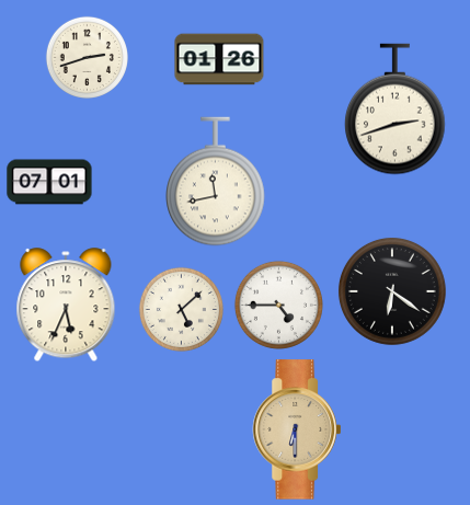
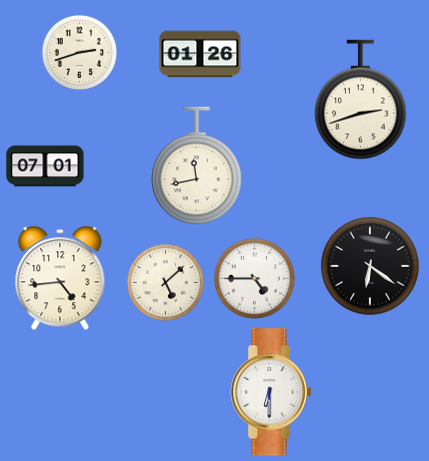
clock at (392, 291) position: (392, 291) -> (370, 266)
clock at (66, 306): 5:34 -> 4:44
clock at (297, 429) dial: champagne -> white
